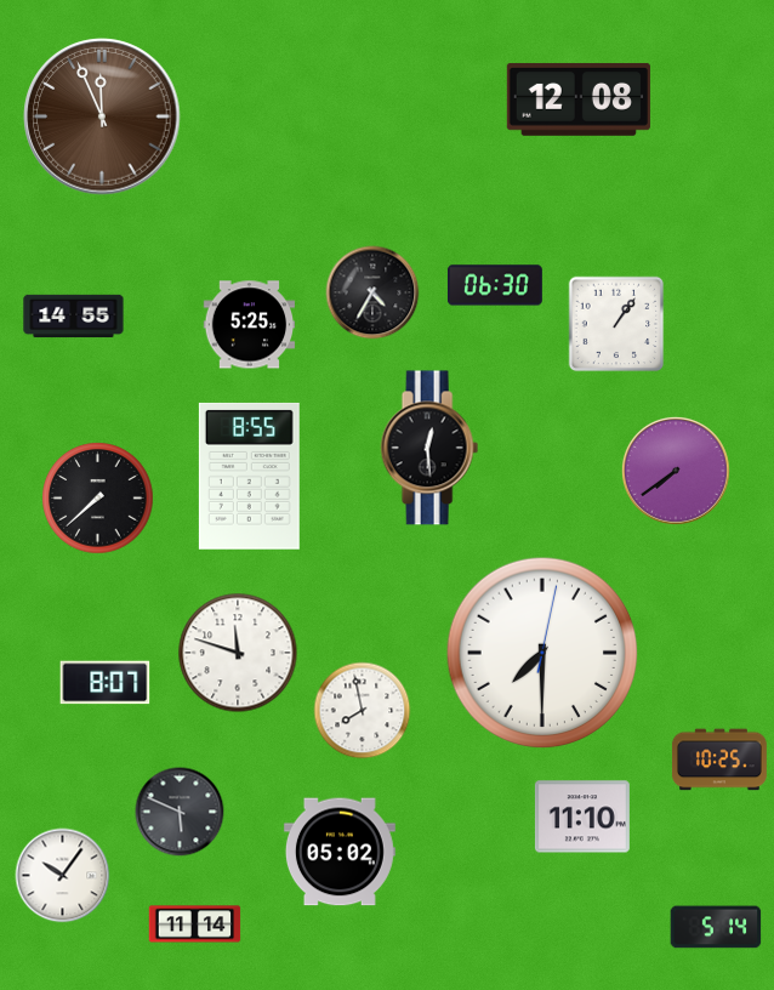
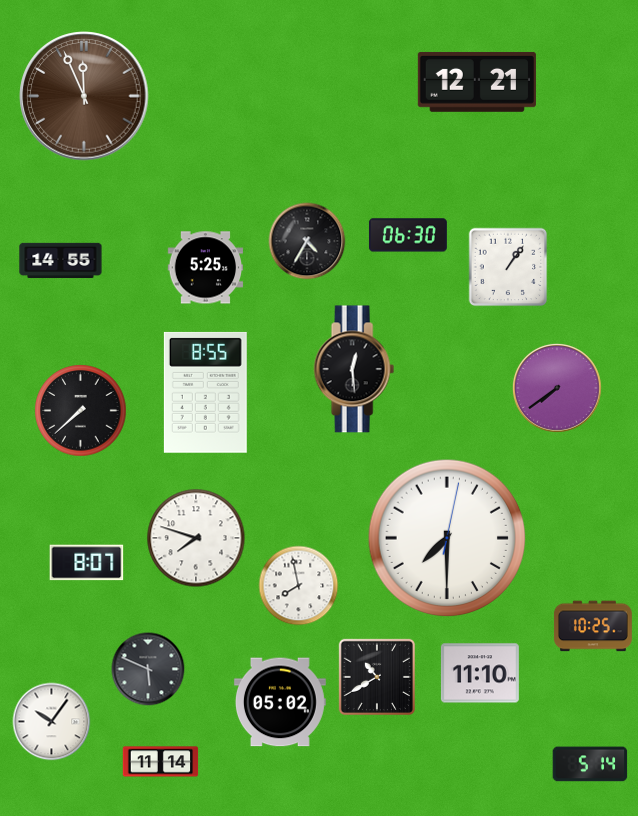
clock at (579, 99): 12:08 -> 12:21
clock at (238, 653): 11:48 -> 7:48
clock at (377, 677): none -> 10:40
